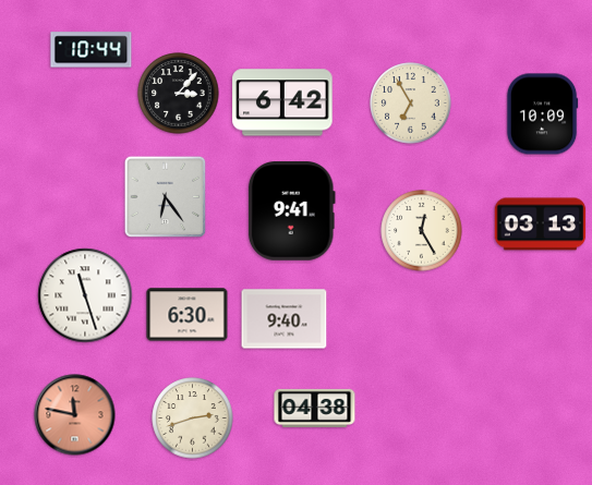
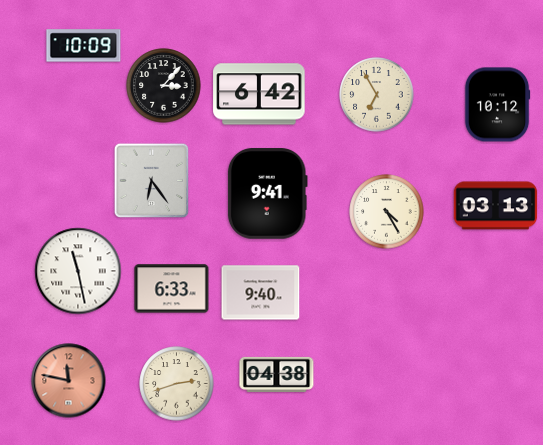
clock at (92, 50): 10:44 -> 10:09
clock at (542, 114): 10:09 -> 10:12
clock at (422, 231): 12:25 -> 4:25
clock at (85, 295): 11:27 -> 11:28
clock at (188, 315): 6:30 -> 6:33
clock at (315, 408) position: (315, 408) -> (277, 374)
